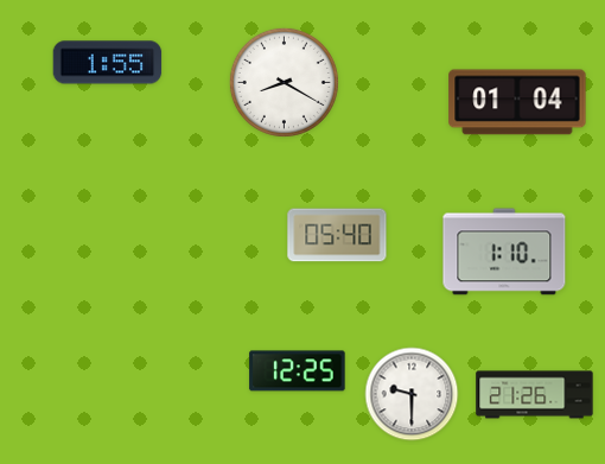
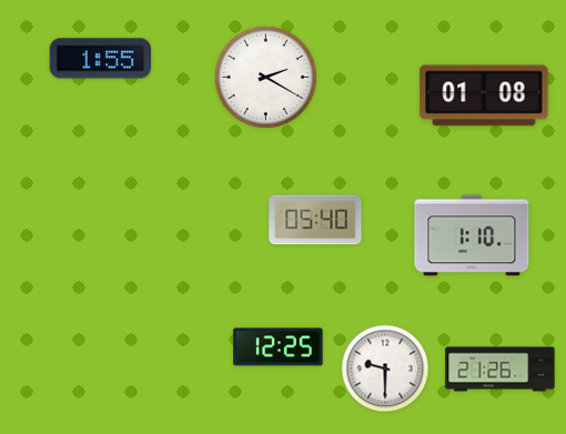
clock at (284, 82): 8:20 -> 2:20
clock at (517, 102): 01:04 -> 01:08
